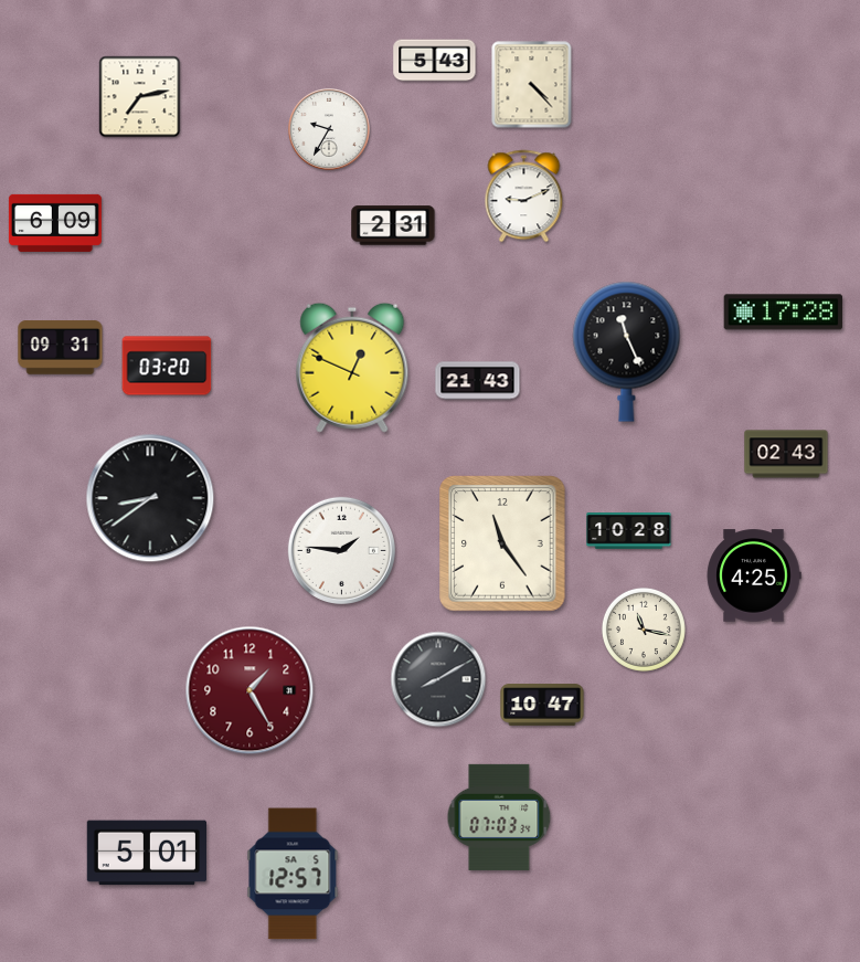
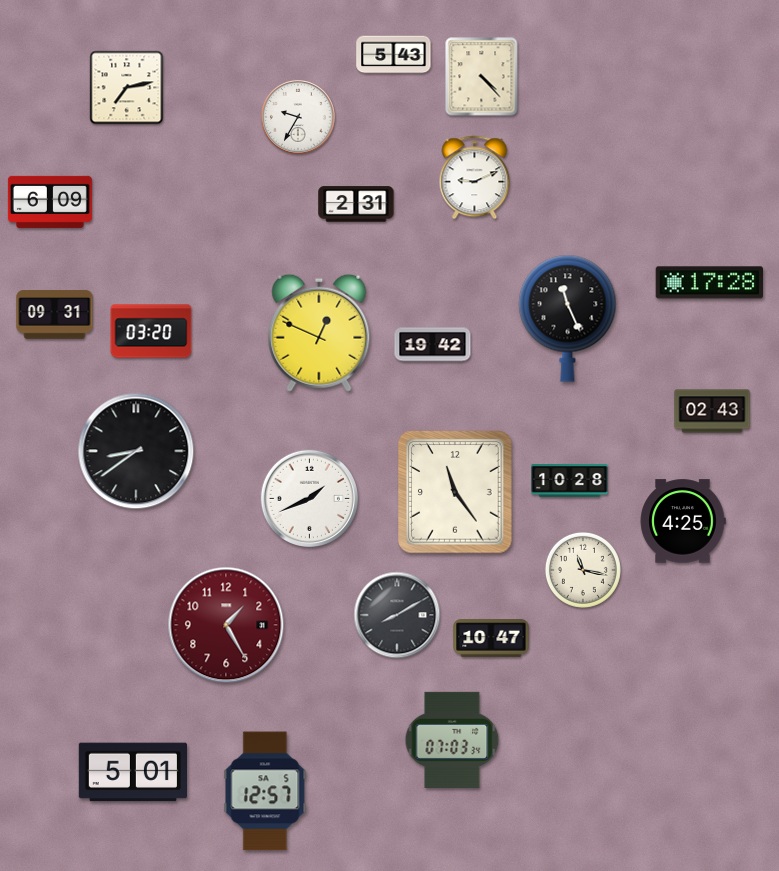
clock at (478, 381): 21:43 -> 19:42
clock at (341, 550): 1:46 -> 1:41
